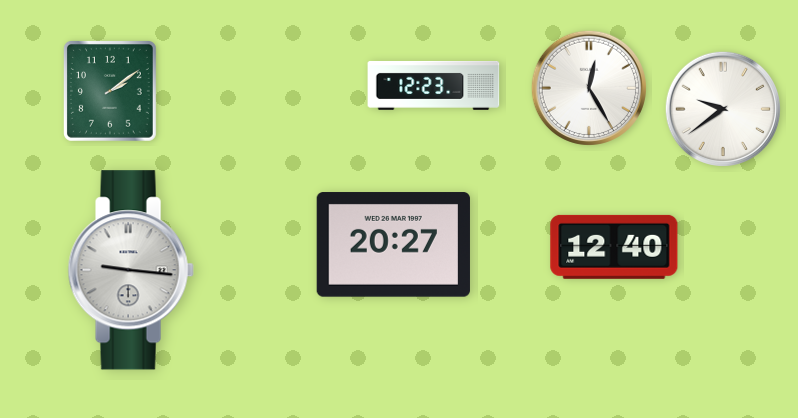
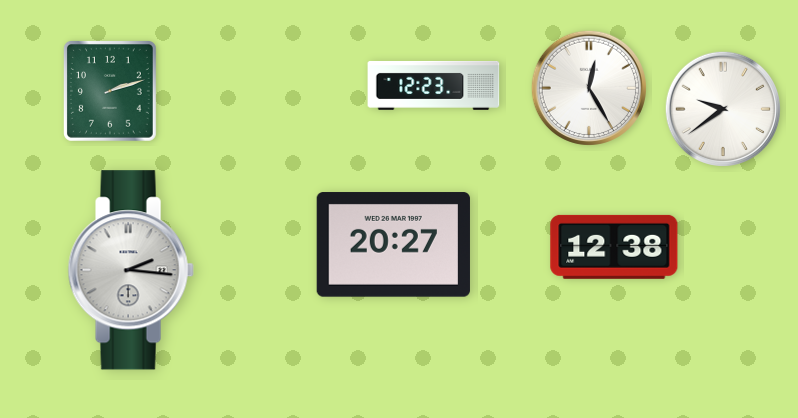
clock at (110, 91): 2:09 -> 2:12
clock at (614, 247): 12:40 -> 12:38
clock at (131, 270): 9:16 -> 2:16
